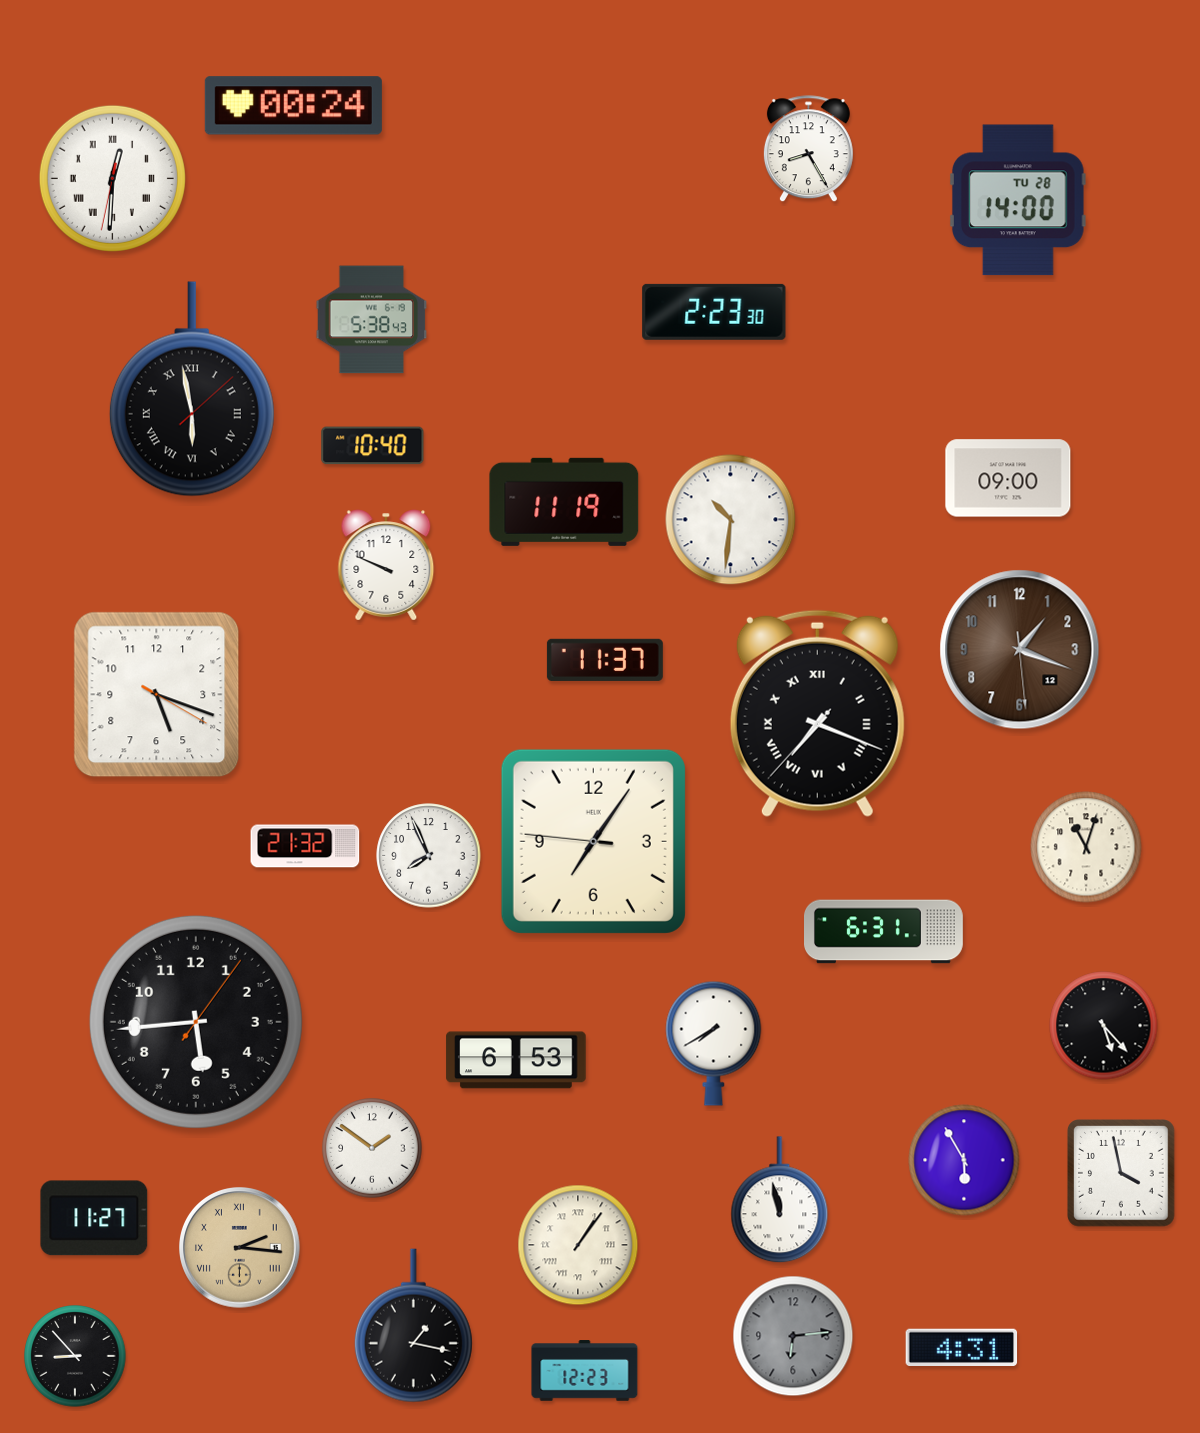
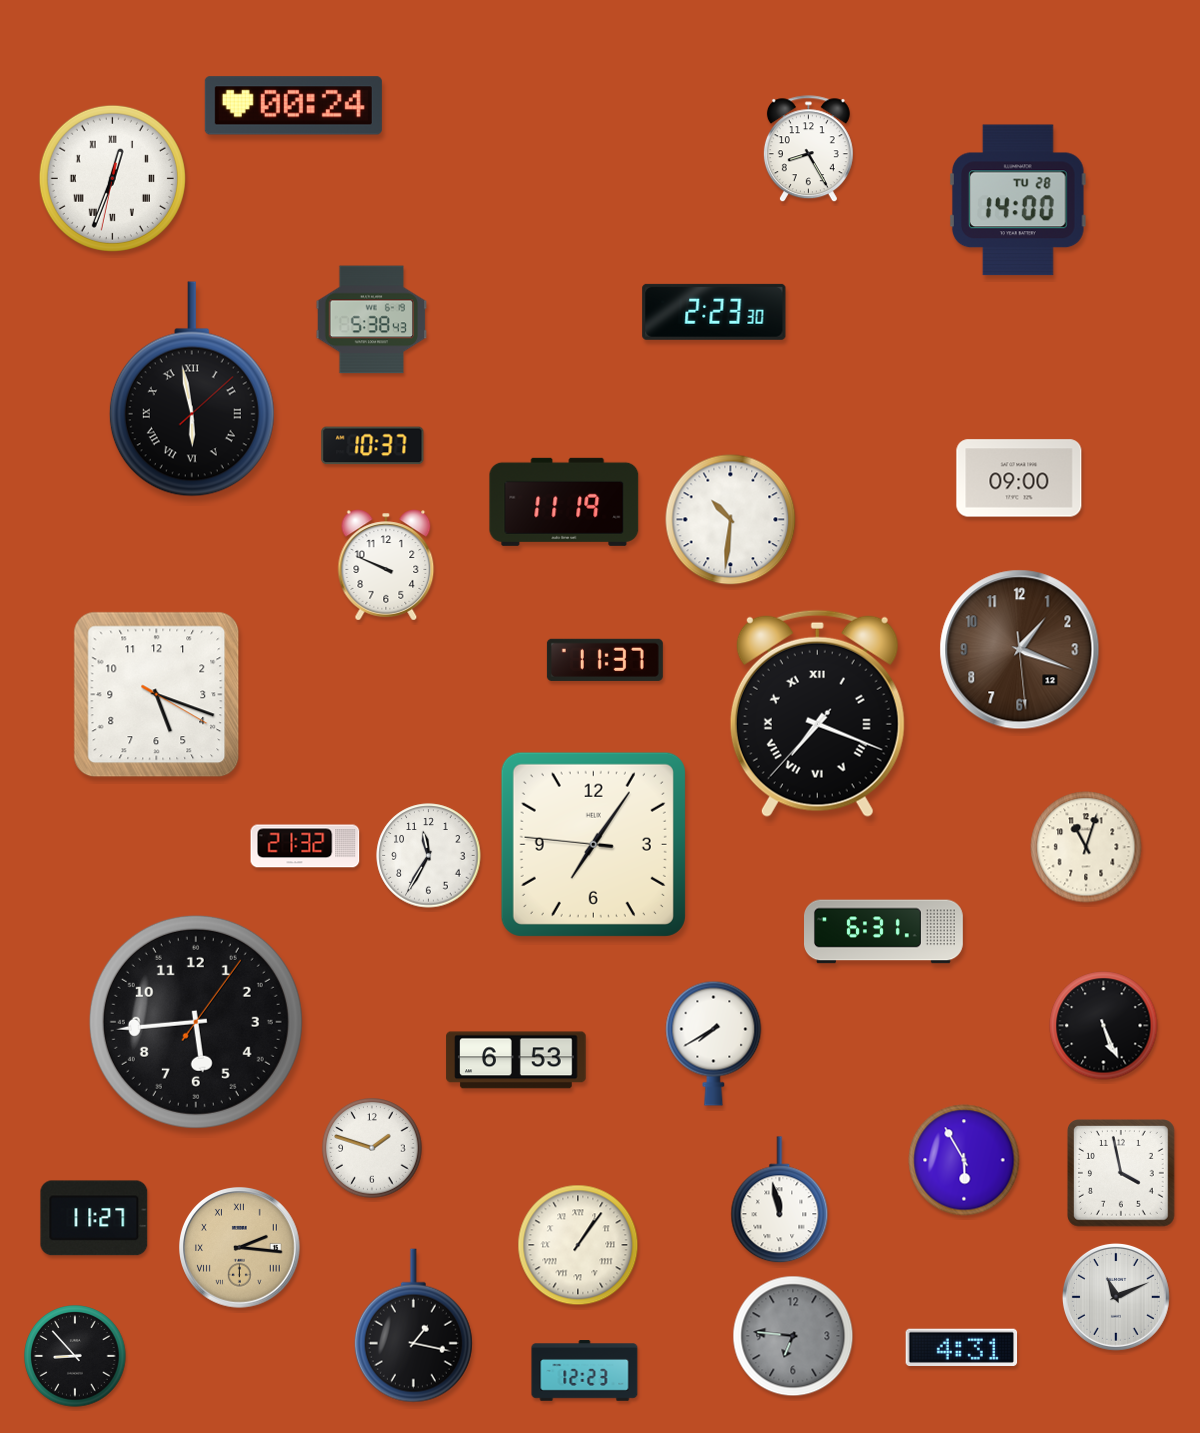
clock at (112, 178): 12:30 -> 12:33
clock at (373, 446): 10:40 -> 10:37
clock at (1008, 478) position: (1008, 478) -> (1019, 478)
clock at (593, 841) position: (593, 841) -> (593, 844)
clock at (429, 856): 7:56 -> 11:35
clock at (1104, 1026): 5:23 -> 5:26
clock at (372, 1148): 1:51 -> 1:48
clock at (1116, 1297): none -> 11:11
clock at (793, 1336): 6:14 -> 6:46
